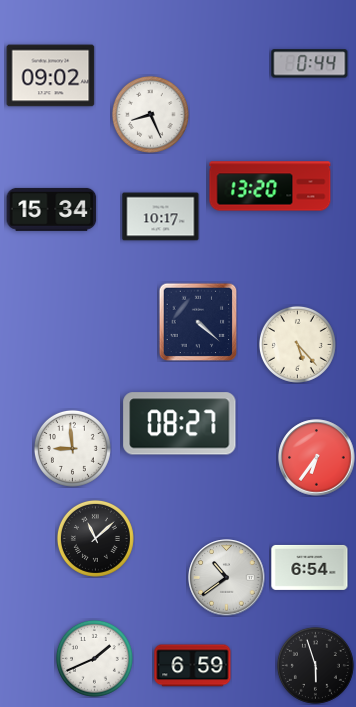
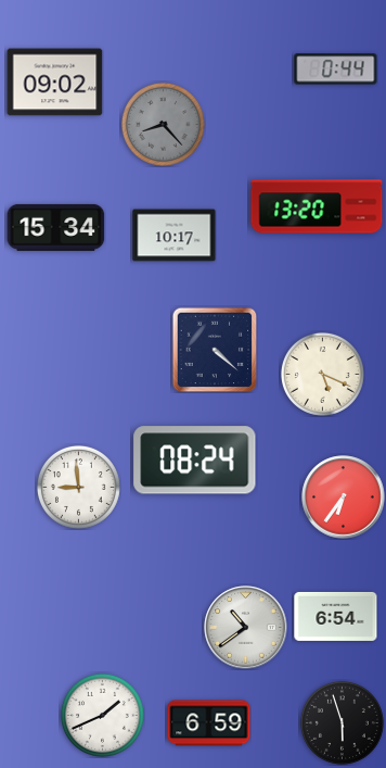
clock at (150, 114): 8:26 -> 8:23
clock at (150, 114) dial: white -> grey
clock at (270, 186) position: (270, 186) -> (317, 206)
clock at (297, 344): 5:23 -> 5:19
clock at (180, 424): 08:27 -> 08:24
clock at (95, 538): 11:08 -> none
